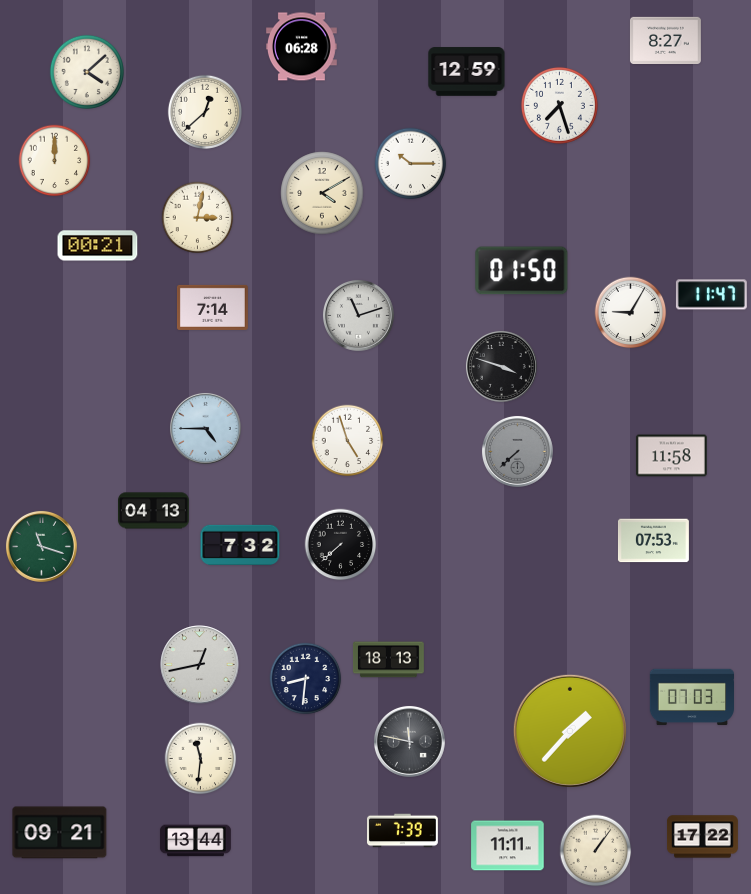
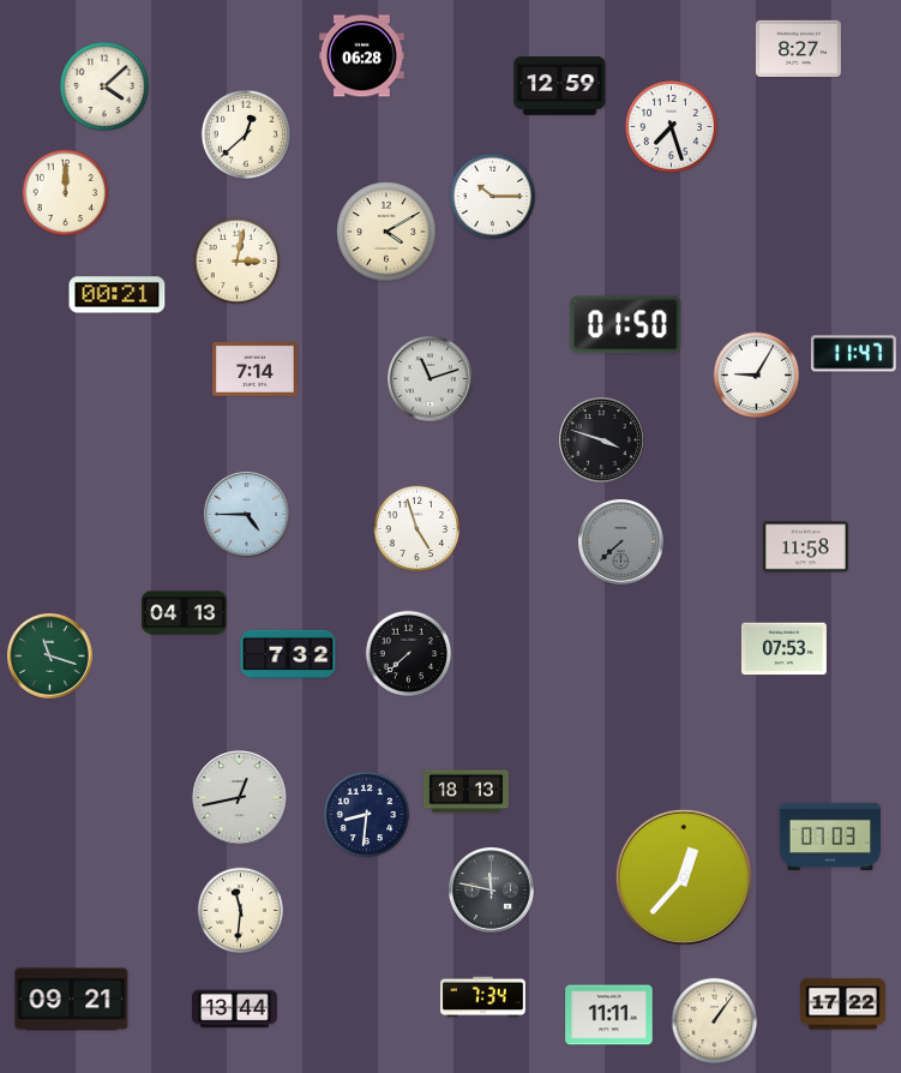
clock at (570, 731): 1:37 -> 12:37
clock at (402, 831): 7:39 -> 7:34
